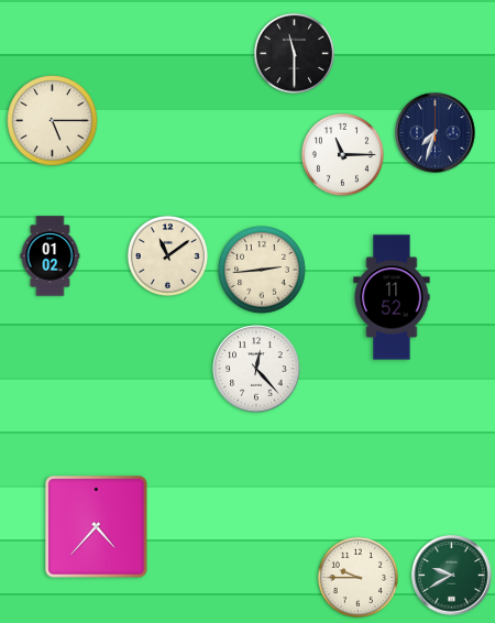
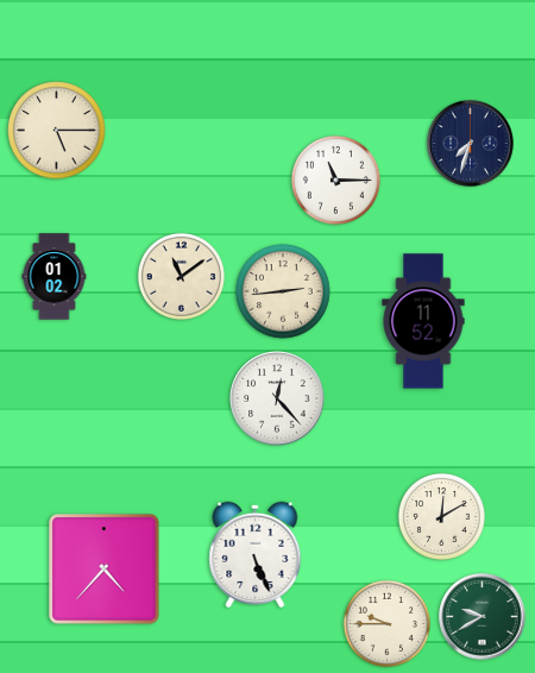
clock at (294, 53): 11:30 -> none
clock at (342, 154) position: (342, 154) -> (335, 180)
clock at (441, 516): none -> 12:10
clock at (256, 554): none -> 5:26
clock at (452, 576) position: (452, 576) -> (483, 617)
